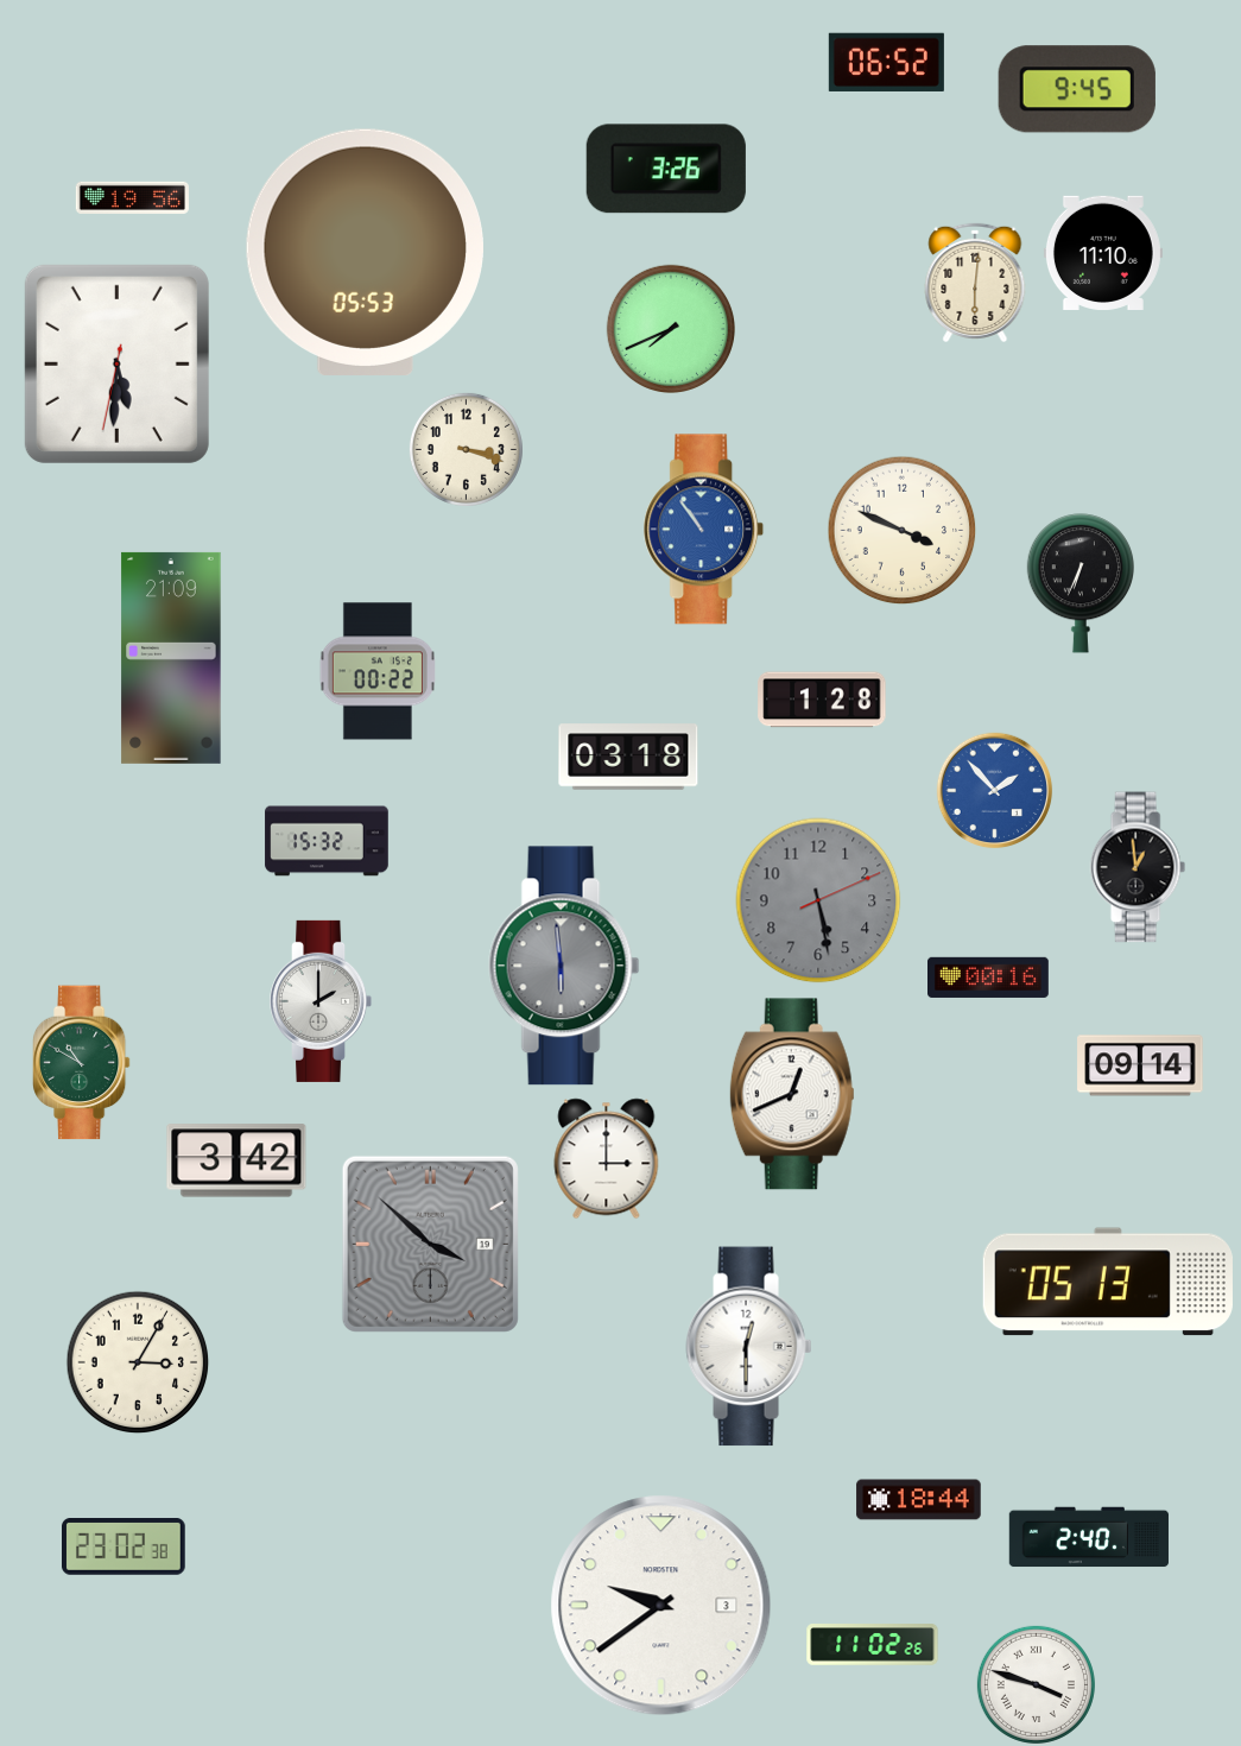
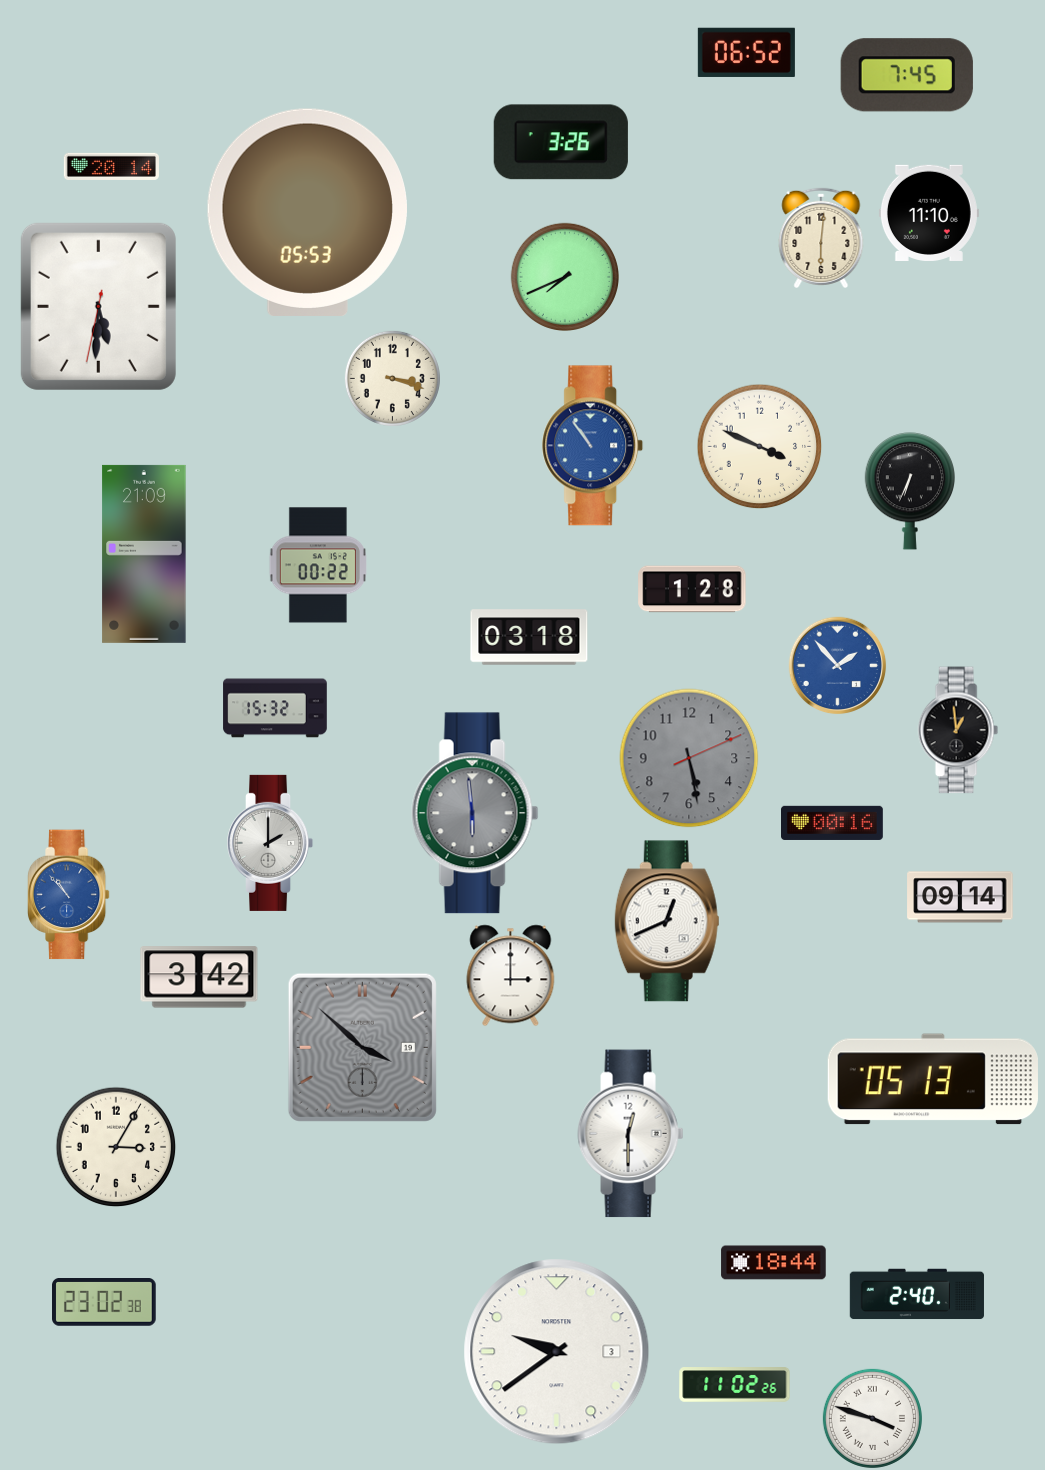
clock at (1077, 89): 9:45 -> 7:45
clock at (132, 197): 19:56 -> 20:14
clock at (81, 1063): 10:50 -> 10:53
clock at (81, 1063) dial: green -> blue
